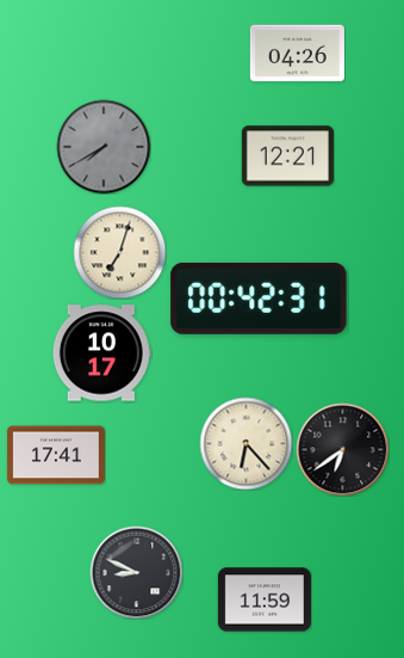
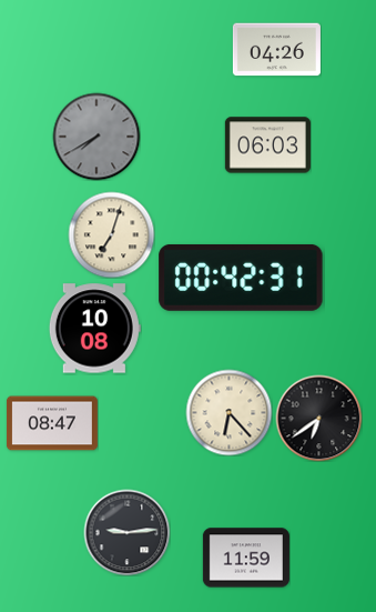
clock at (287, 156): 12:21 -> 06:03
clock at (101, 353): 10:17 -> 10:08
clock at (56, 455): 17:41 -> 08:47
clock at (136, 572): 8:49 -> 9:14
